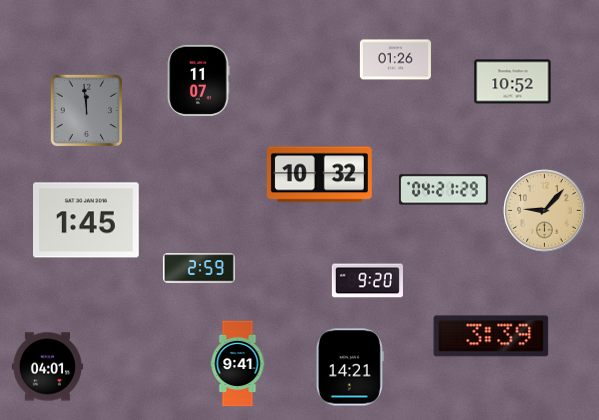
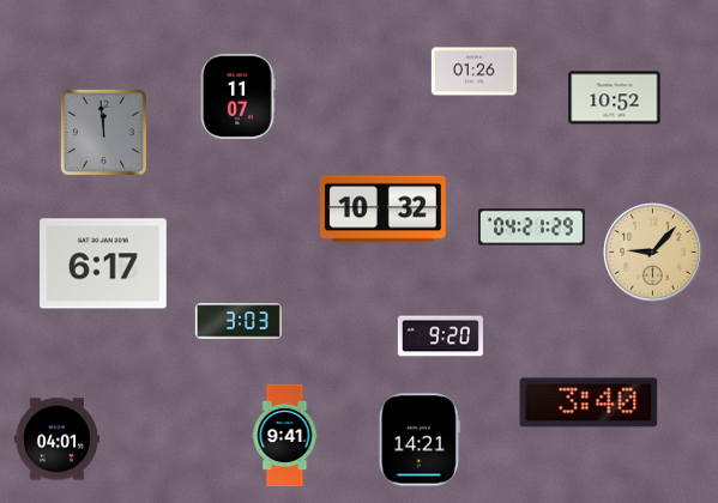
clock at (86, 220): 1:45 -> 6:17
clock at (199, 268): 2:59 -> 3:03
clock at (491, 336): 3:39 -> 3:40
